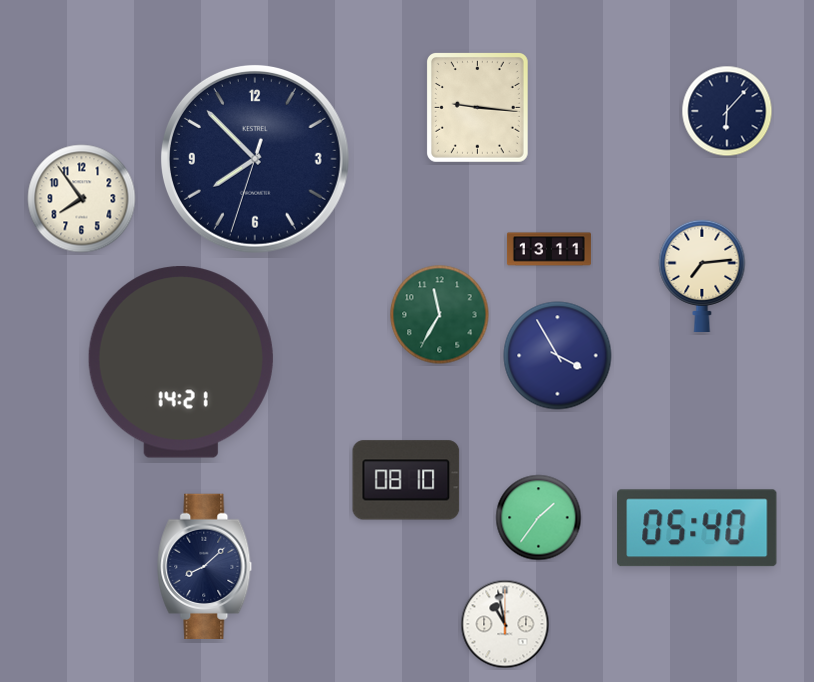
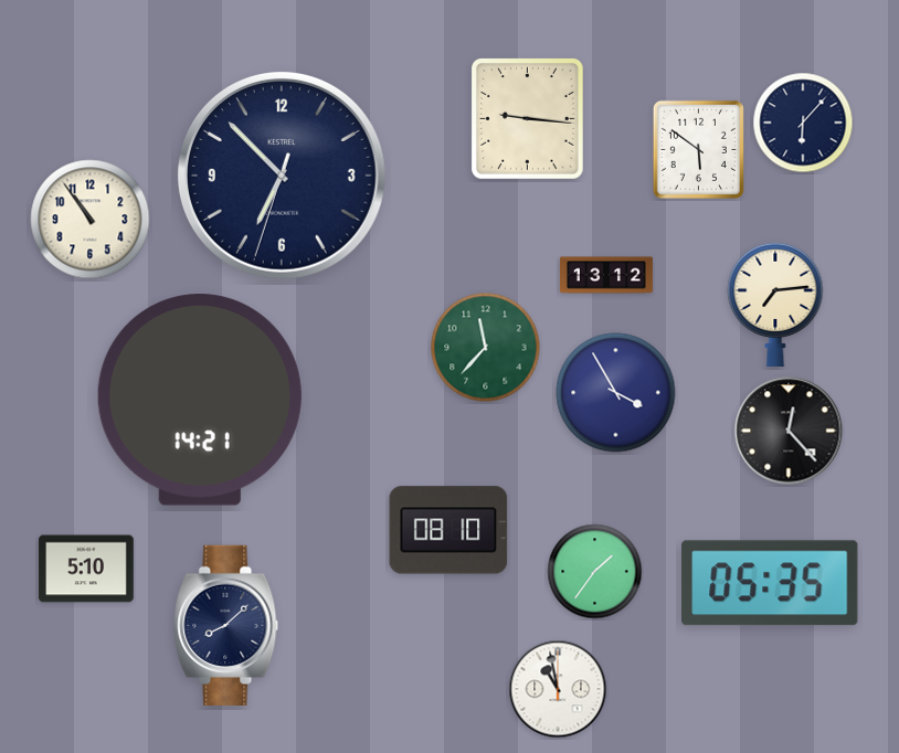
clock at (698, 149): none -> 5:51
clock at (255, 159): 7:52 -> 6:52
clock at (82, 199): 7:54 -> 10:54
clock at (549, 249): 13:11 -> 13:12
clock at (440, 315): 11:35 -> 11:37
clock at (789, 431): none -> 12:23
clock at (86, 569): none -> 5:10
clock at (697, 528): 05:40 -> 05:35
